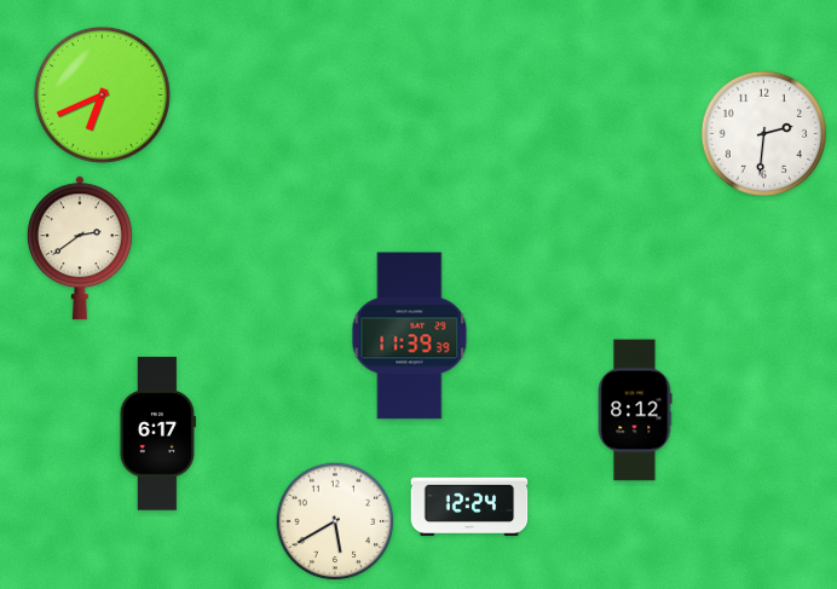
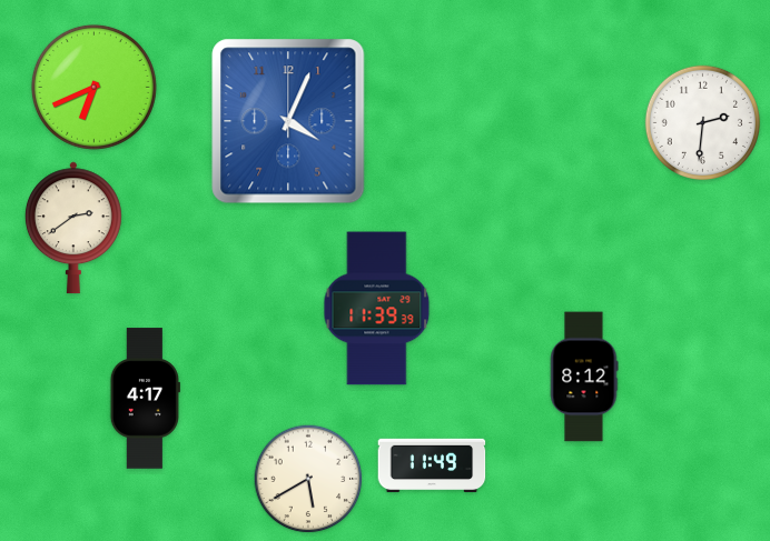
clock at (288, 121): none -> 4:04
clock at (157, 434): 6:17 -> 4:17
clock at (469, 506): 12:24 -> 11:49
